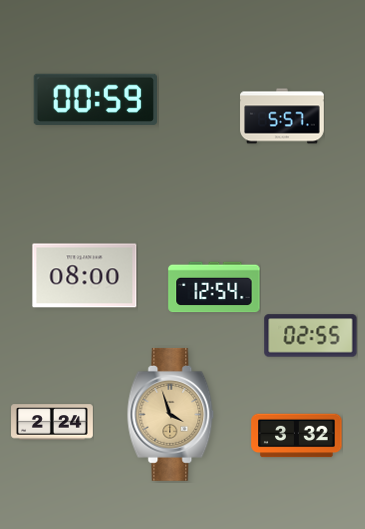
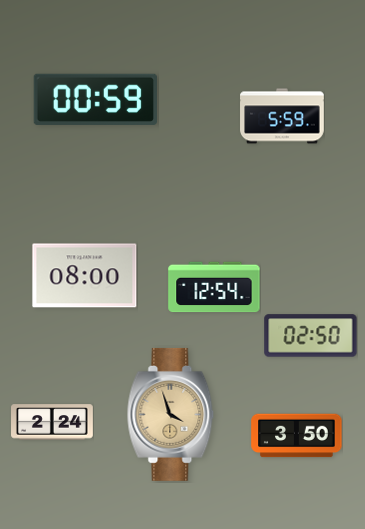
clock at (282, 116): 5:57 -> 5:59
clock at (311, 336): 02:55 -> 02:50
clock at (297, 436): 3:32 -> 3:50
